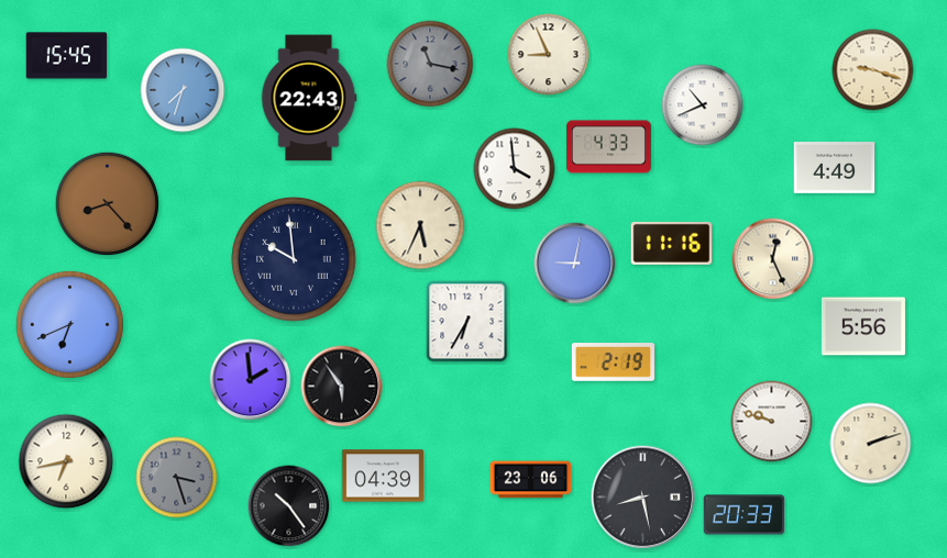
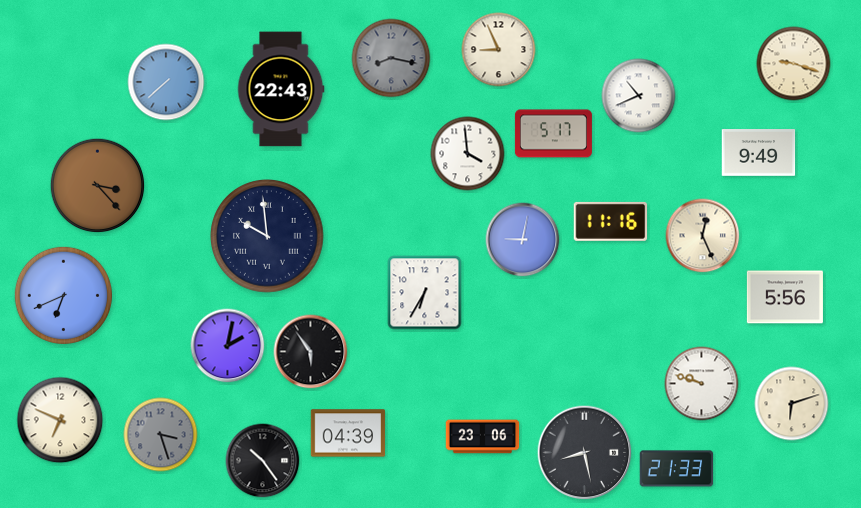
clock at (67, 56): 15:45 -> none
clock at (430, 64): 11:17 -> 8:17
clock at (183, 90): 7:33 -> 7:38
clock at (608, 147): 4:33 -> 5:17
clock at (835, 168): 4:49 -> 9:49
clock at (108, 204): 8:23 -> 3:23
clock at (420, 225): 5:34 -> none
clock at (613, 362): 2:19 -> none
clock at (251, 380): 1:59 -> 2:02
clock at (871, 444): 2:12 -> 6:12
clock at (66, 461): 6:43 -> 6:49
clock at (745, 515): 20:33 -> 21:33
